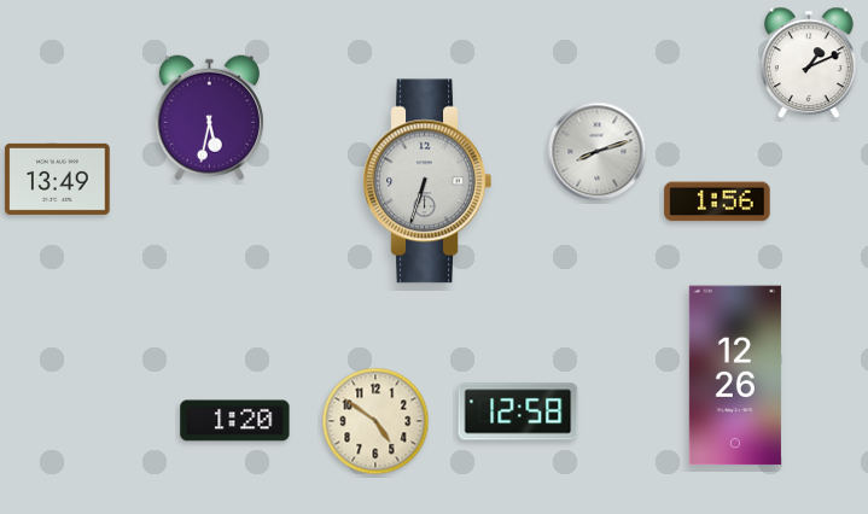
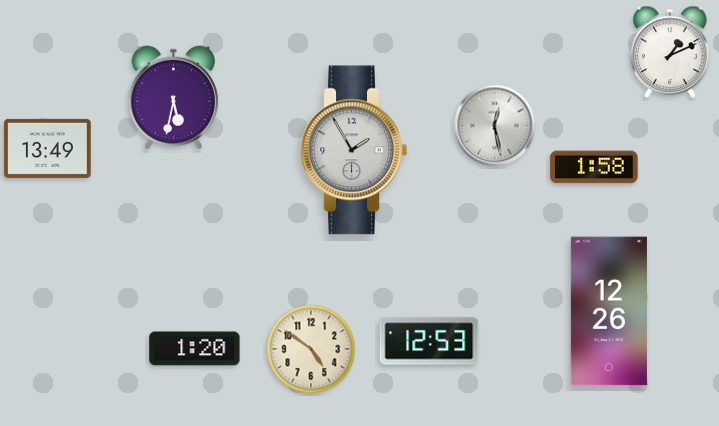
clock at (598, 152): 8:12 -> 12:28
clock at (427, 181): 6:33 -> 1:55
clock at (717, 201): 1:56 -> 1:58
clock at (518, 411): 12:58 -> 12:53
